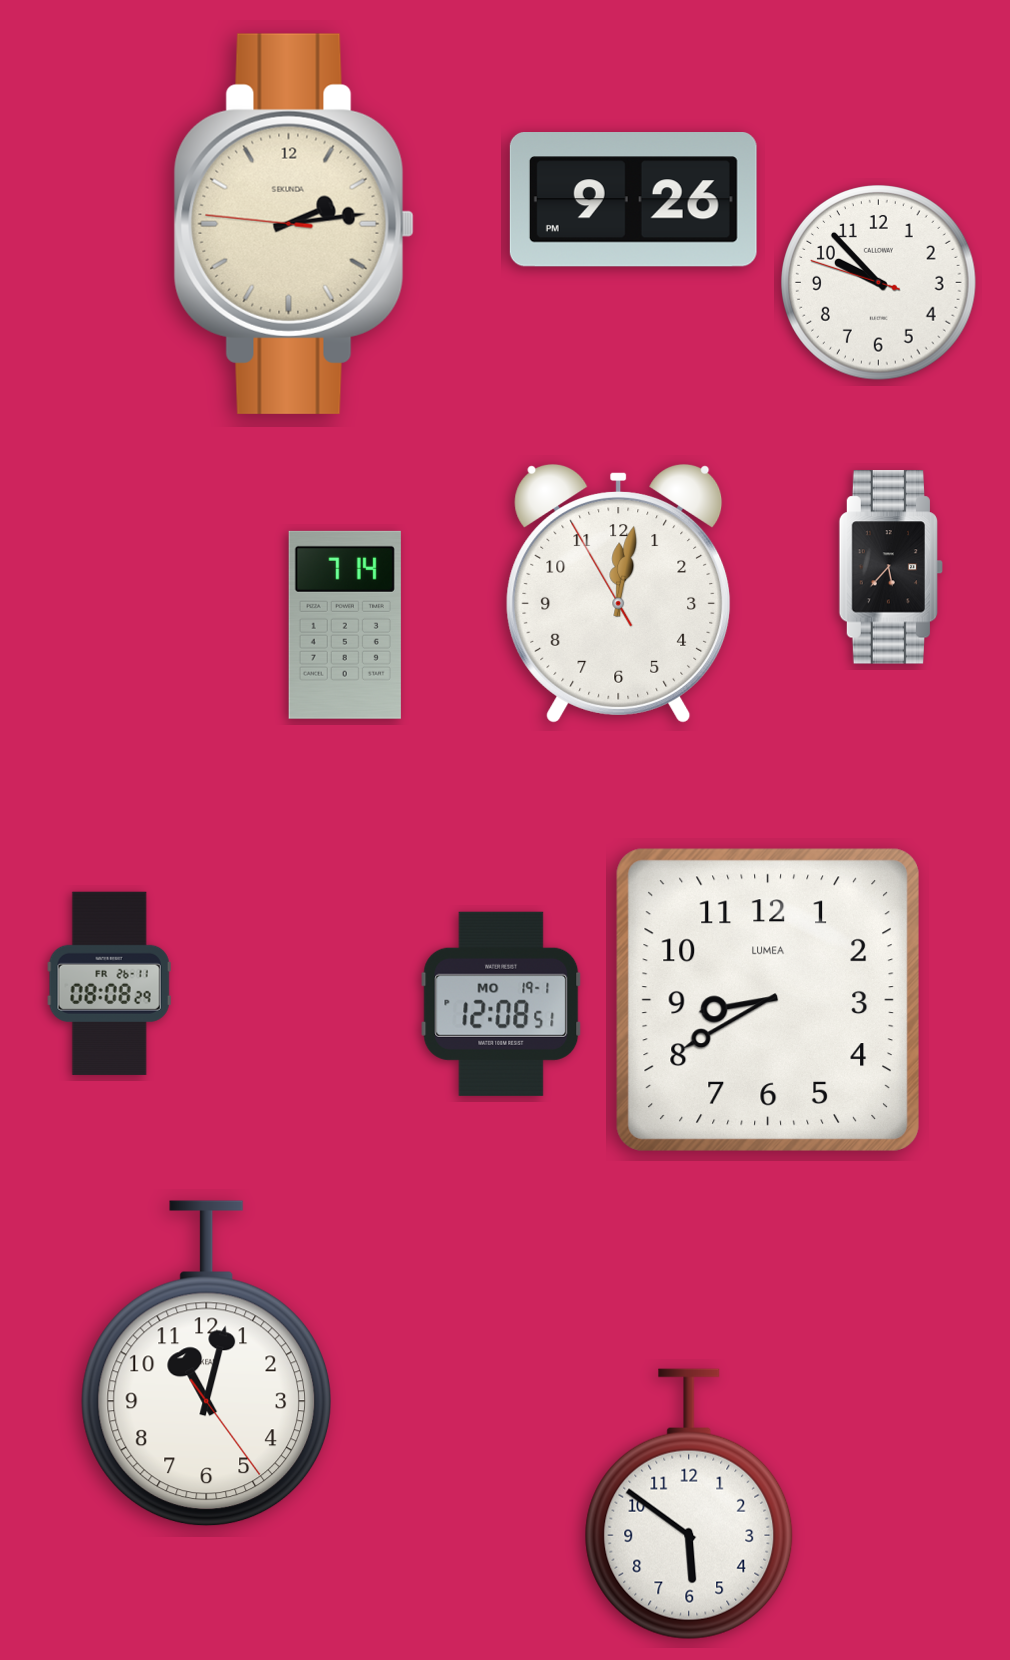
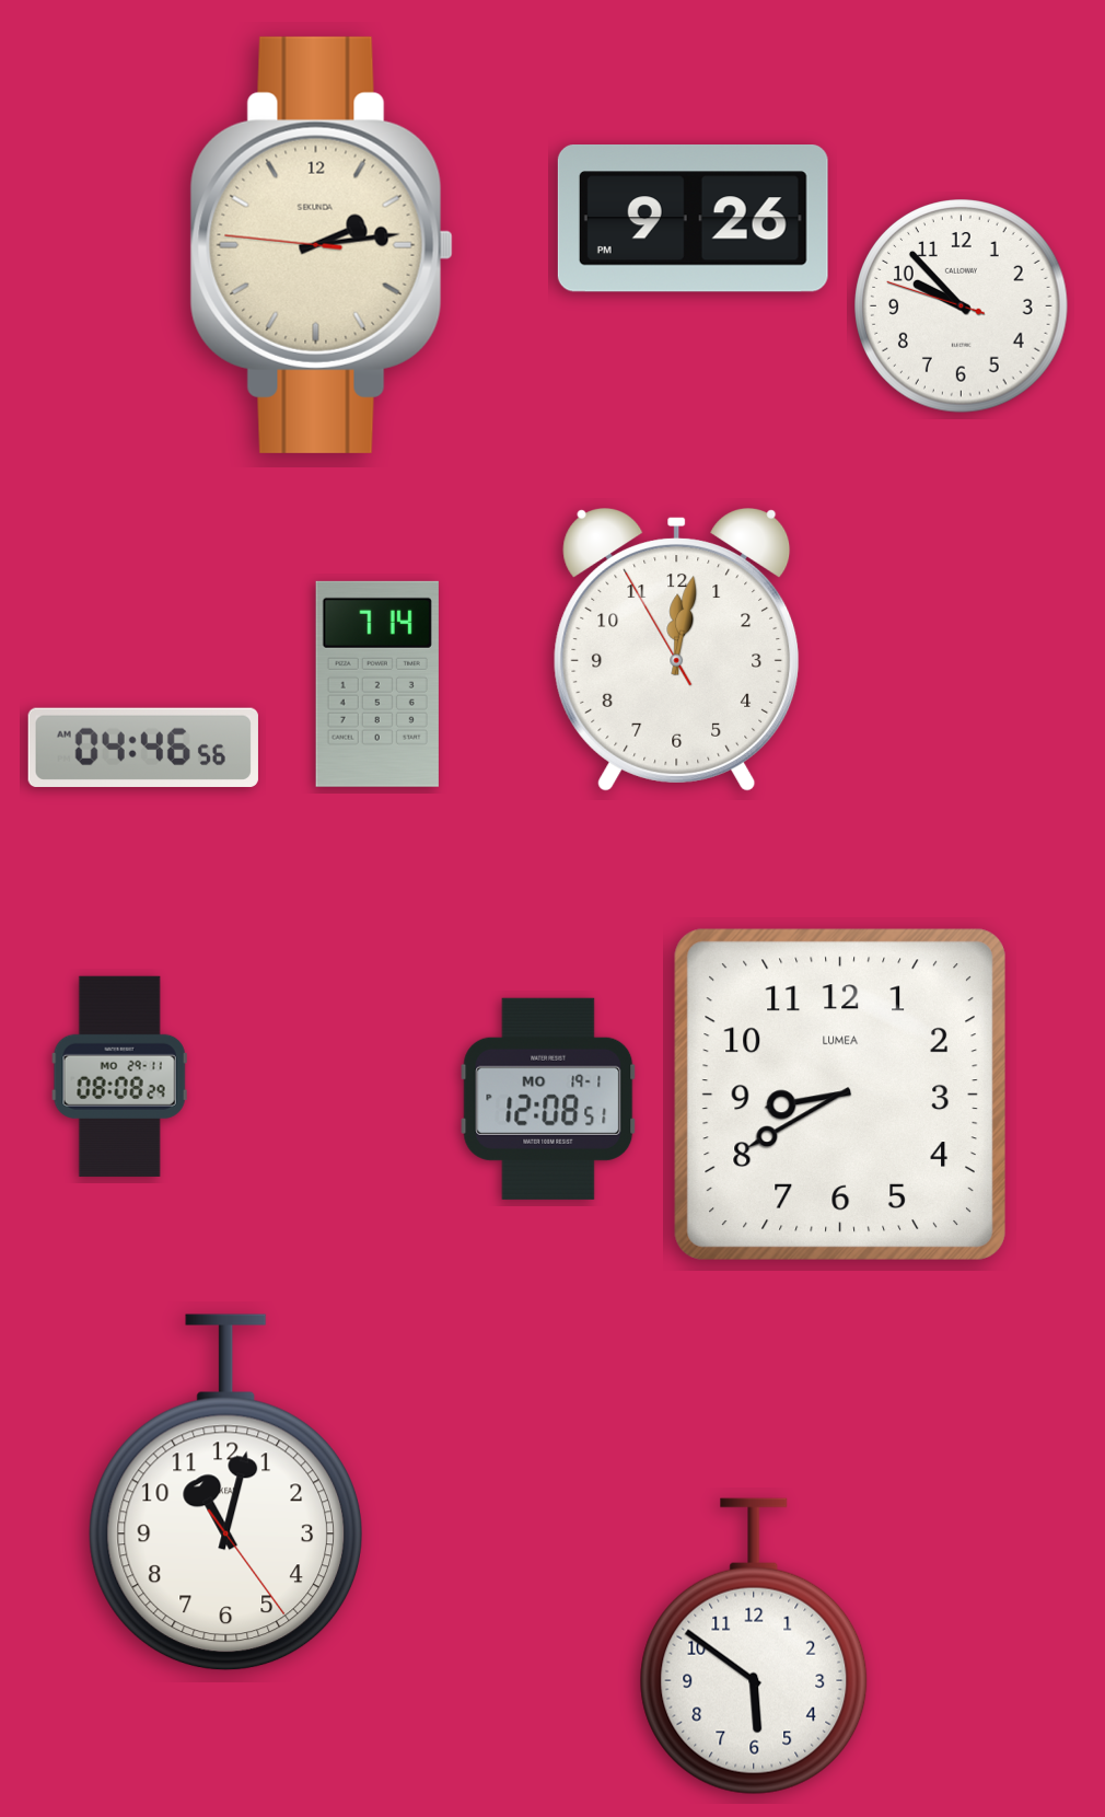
clock at (879, 283) position: (879, 283) -> (962, 306)
clock at (890, 567): 5:37 -> none
clock at (143, 748): none -> 04:46
clock at (109, 983) date: FR 26-11 -> MO 29-11
